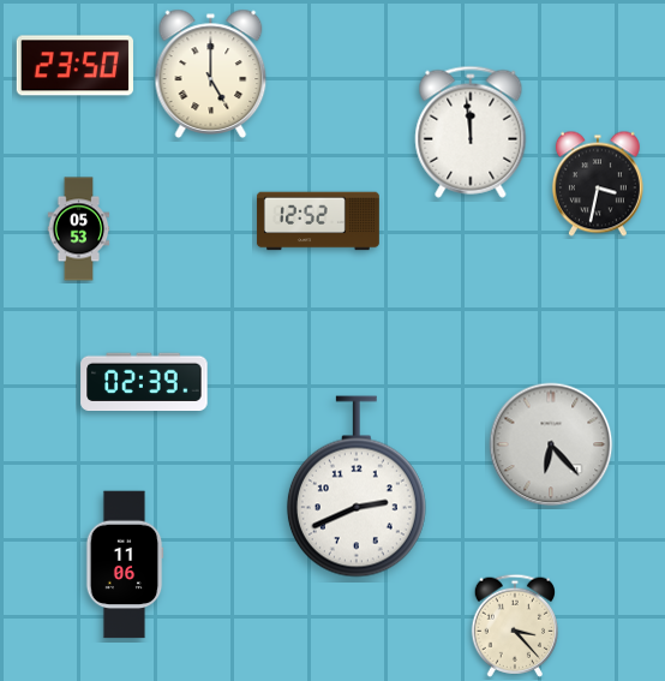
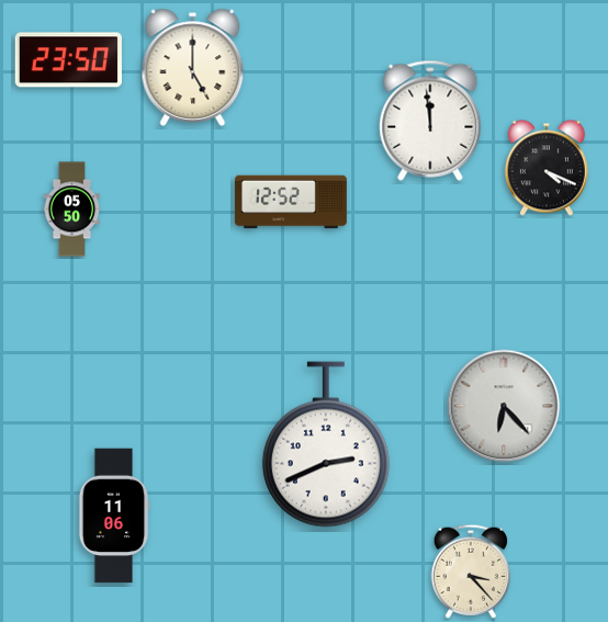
clock at (598, 184): 3:32 -> 4:19
clock at (79, 229): 05:53 -> 05:50
clock at (144, 382): 02:39 -> none
